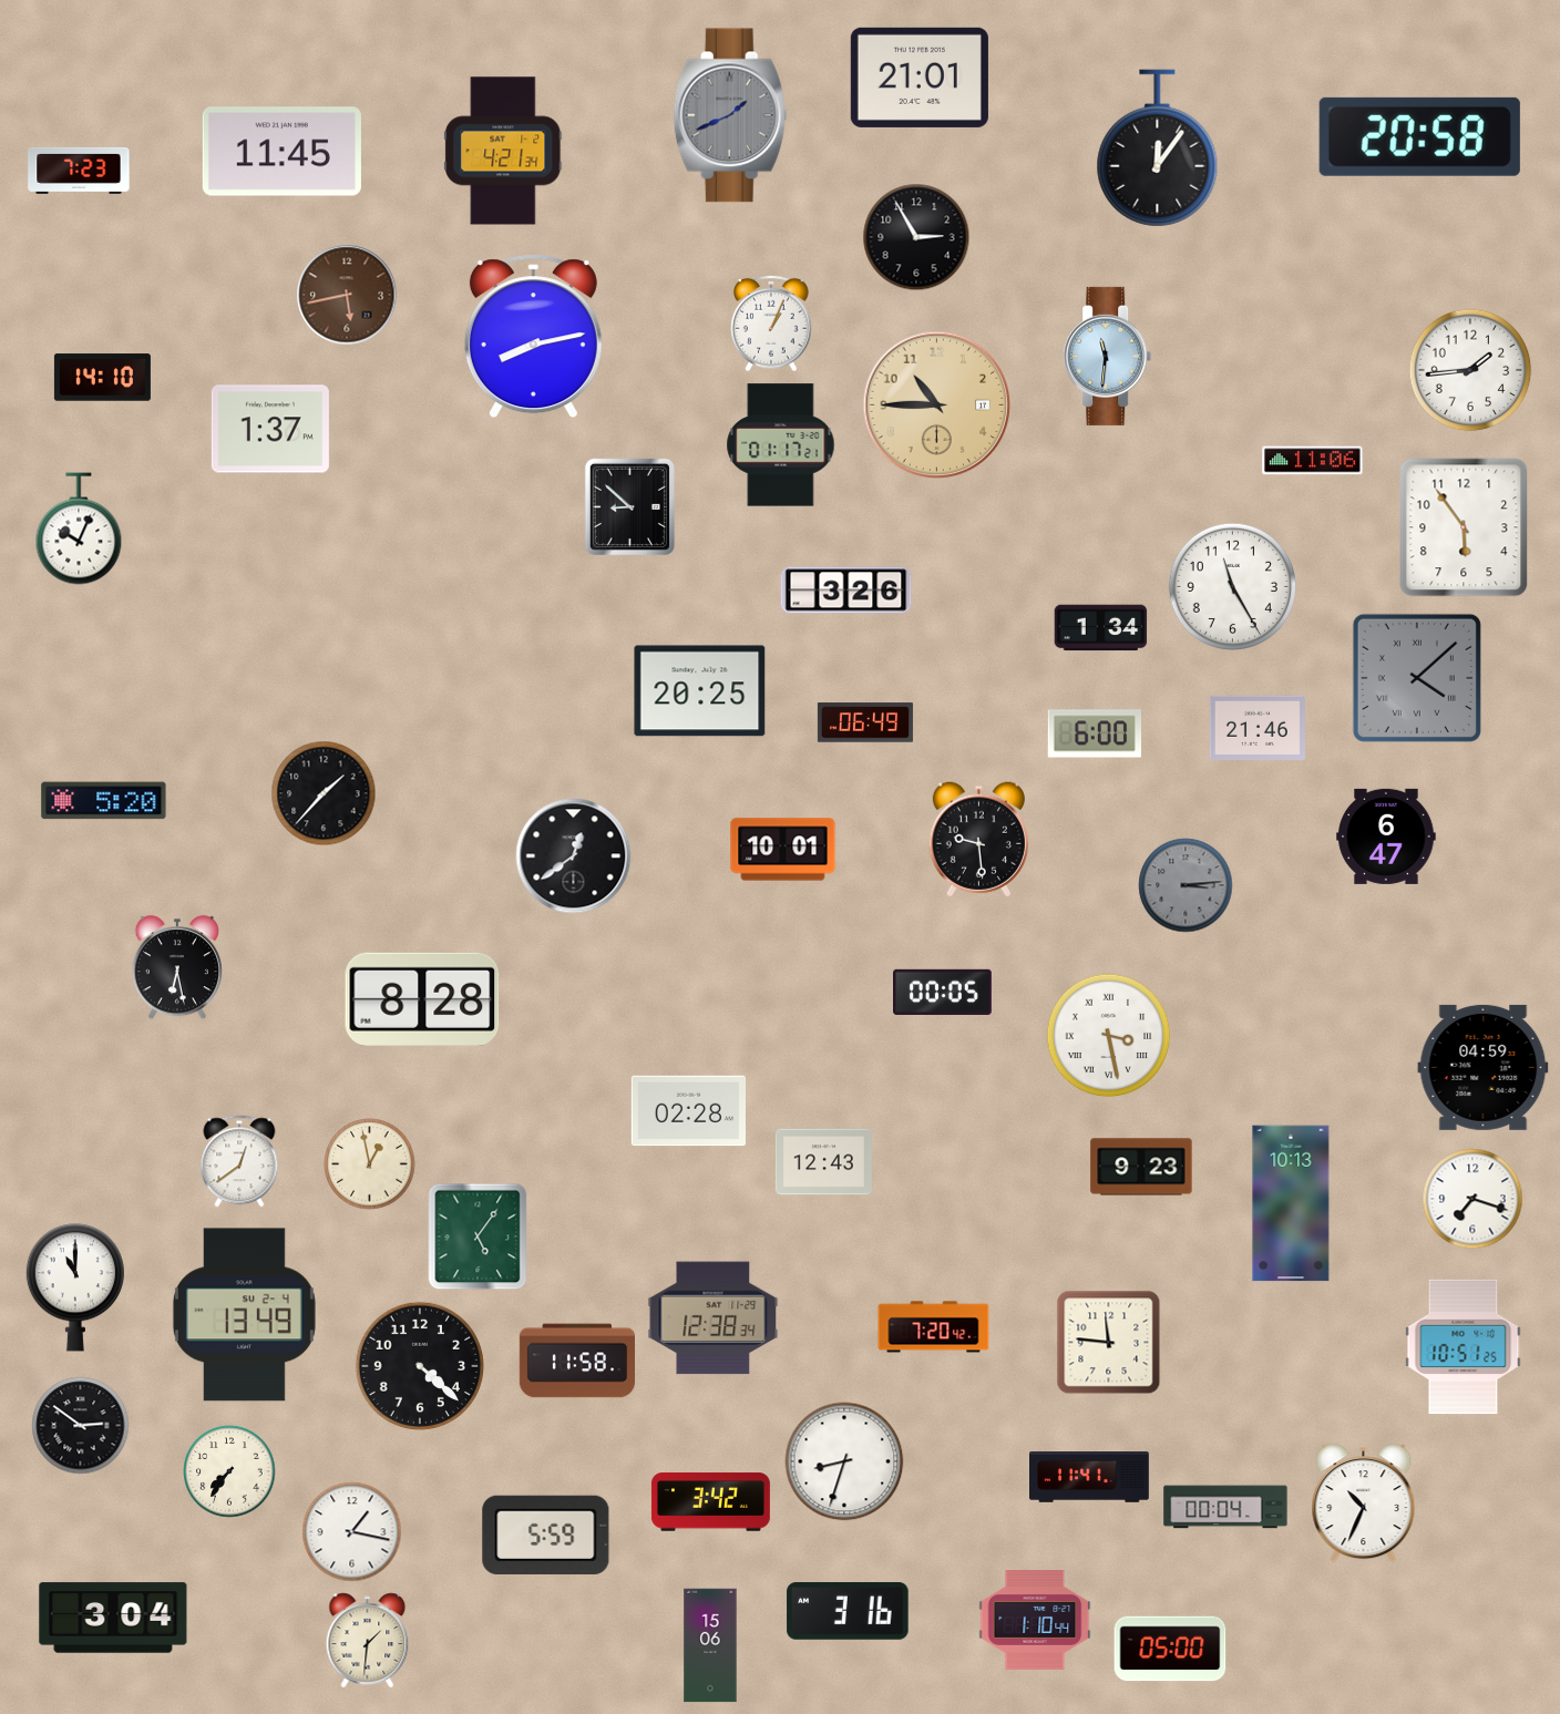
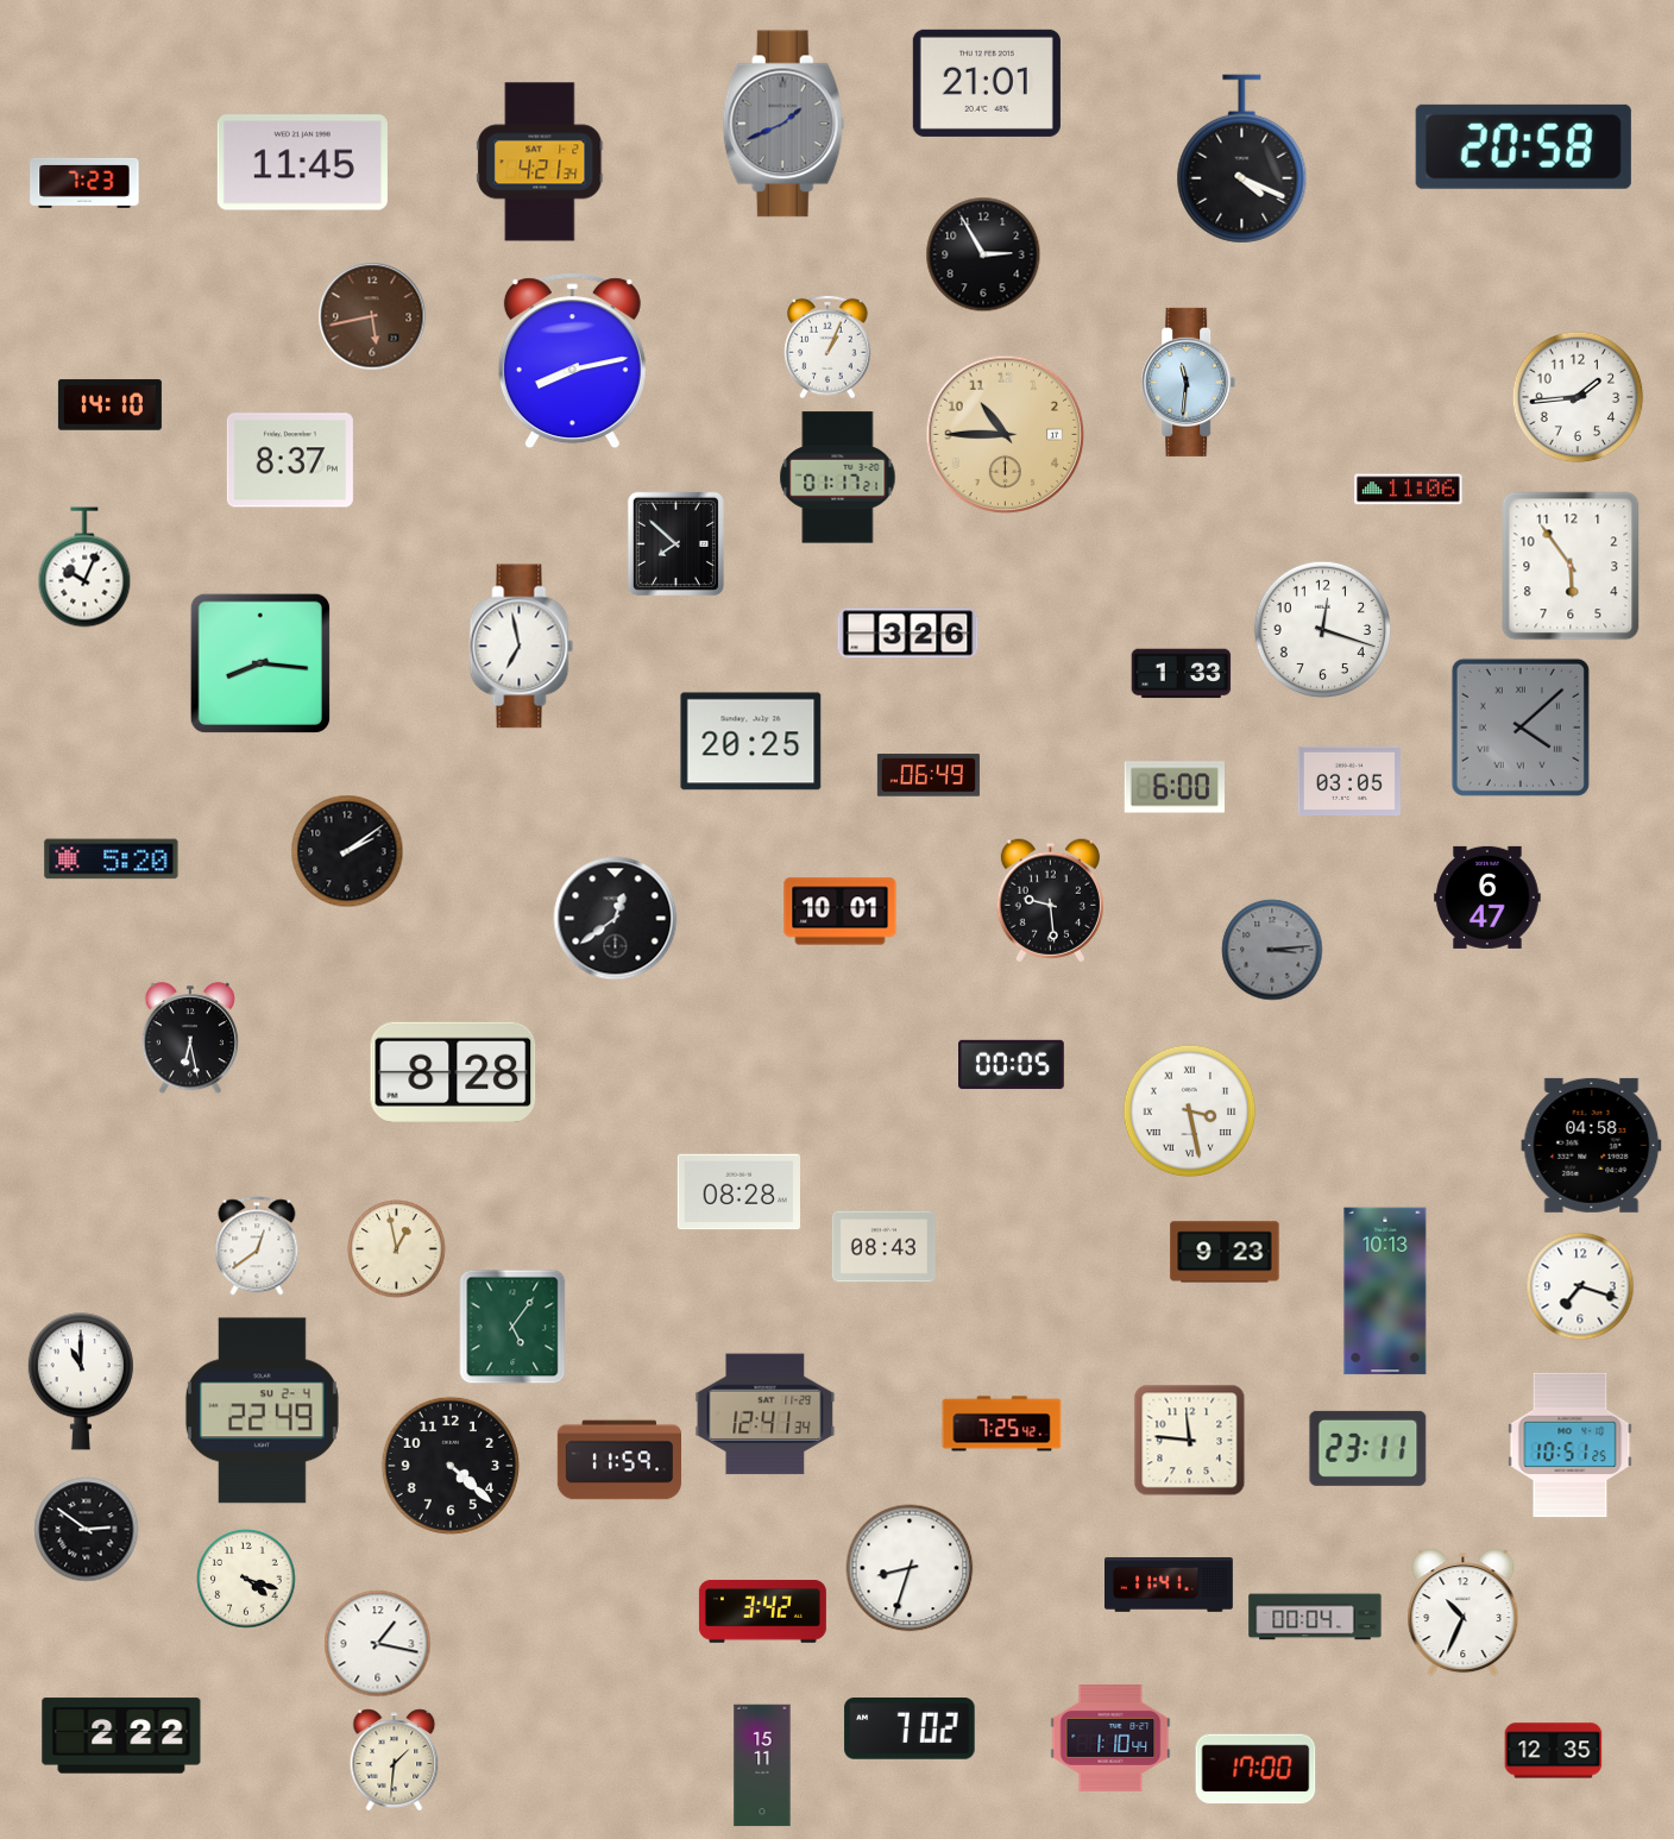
clock at (1158, 148): 12:06 -> 4:19
clock at (270, 429): 1:37 -> 8:37
clock at (1313, 461) position: (1313, 461) -> (1409, 490)
clock at (629, 506): 8:52 -> 7:52
clock at (1232, 586): 11:25 -> 12:18
clock at (522, 647): none -> 6:58
clock at (260, 663): none -> 8:16
clock at (1101, 628): 1:34 -> 1:33
clock at (1258, 728): 21:46 -> 03:05
clock at (324, 793): 1:37 -> 2:09
clock at (1484, 1067): 04:59 -> 04:58
clock at (688, 1111): 02:28 -> 08:28
clock at (823, 1162): 12:43 -> 08:43
clock at (244, 1315): 13:49 -> 22:49
clock at (714, 1318): 12:38 -> 12:41
clock at (934, 1327): 7:20 -> 7:25
clock at (1368, 1448): none -> 23:11
clock at (576, 1361): 11:58 -> 11:59
clock at (844, 1461) position: (844, 1461) -> (910, 1568)
clock at (229, 1471): 7:36 -> 4:18
clock at (546, 1535): 5:59 -> none
clock at (848, 1612): 3:16 -> 7:02
clock at (113, 1618): 3:04 -> 2:22
clock at (1554, 1751): none -> 12:35
clock at (710, 1645): 15:06 -> 15:11
clock at (1170, 1649): 05:00 -> 17:00
